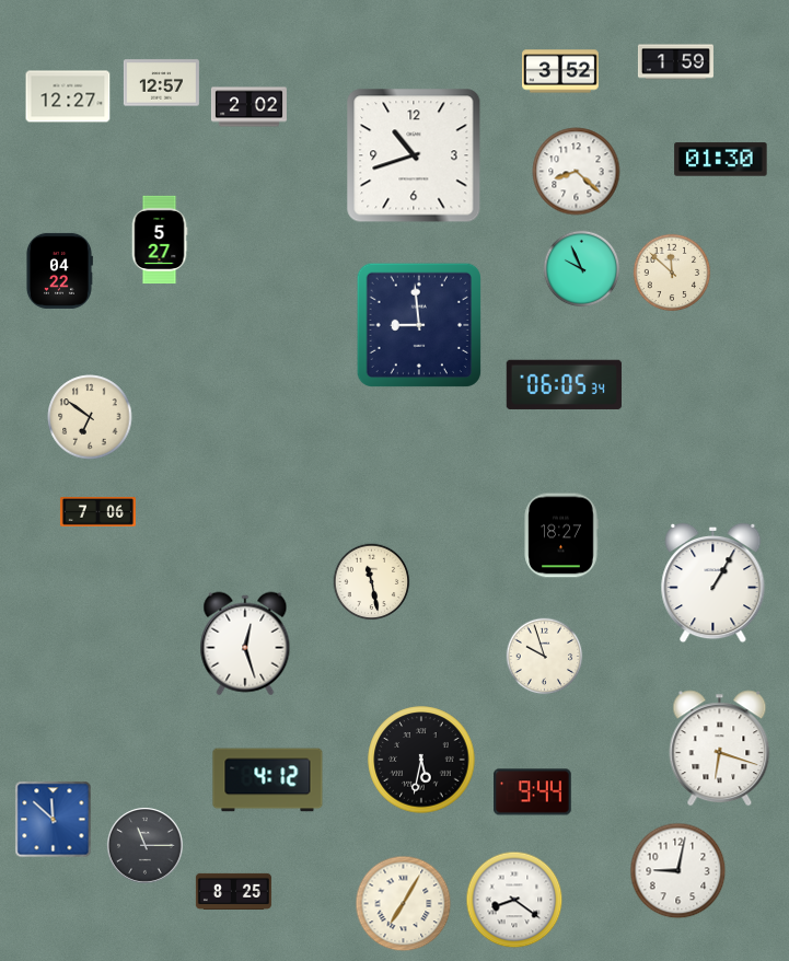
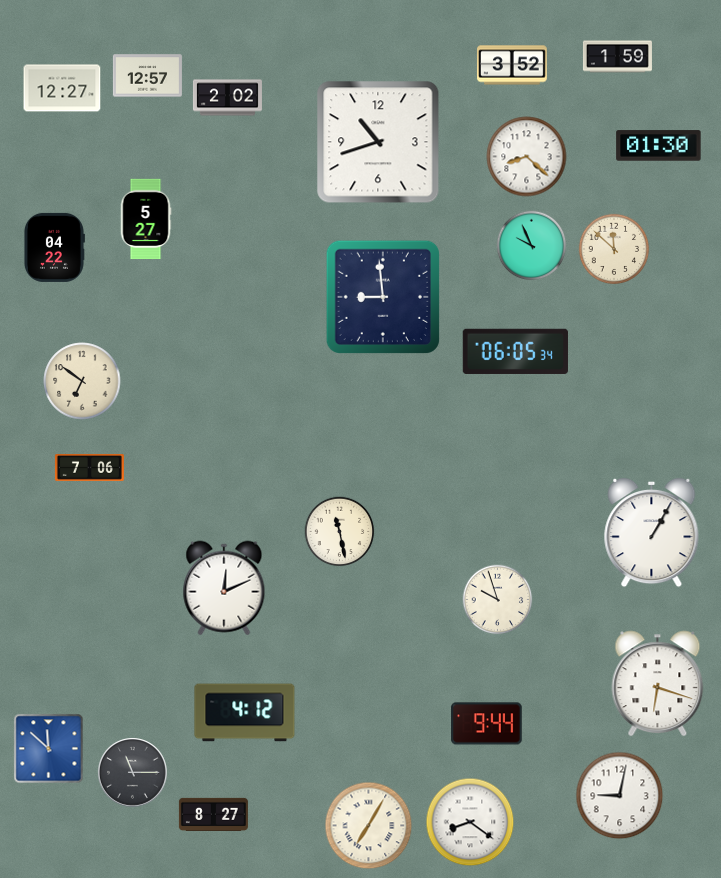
clock at (561, 535): 18:27 -> none
clock at (245, 644): 12:27 -> 12:11
clock at (421, 760): 5:32 -> none
clock at (233, 891): 8:25 -> 8:27
